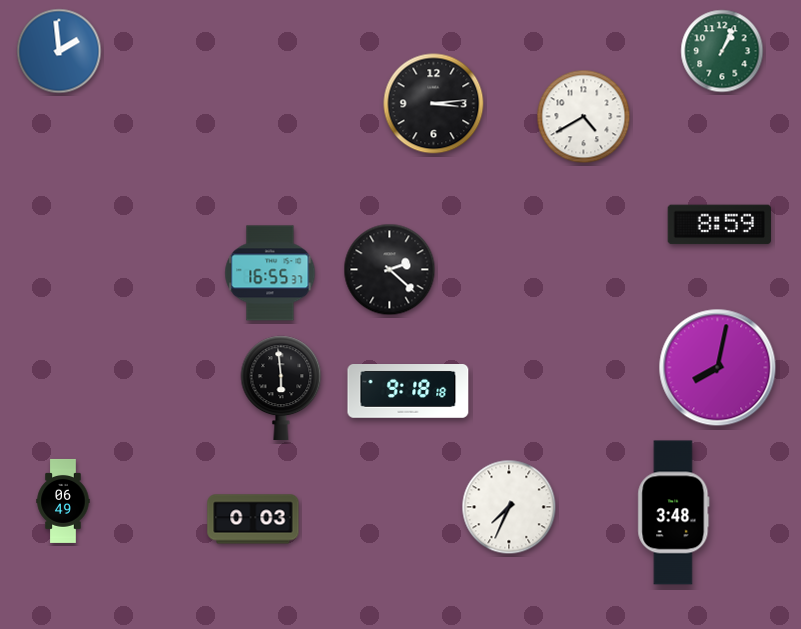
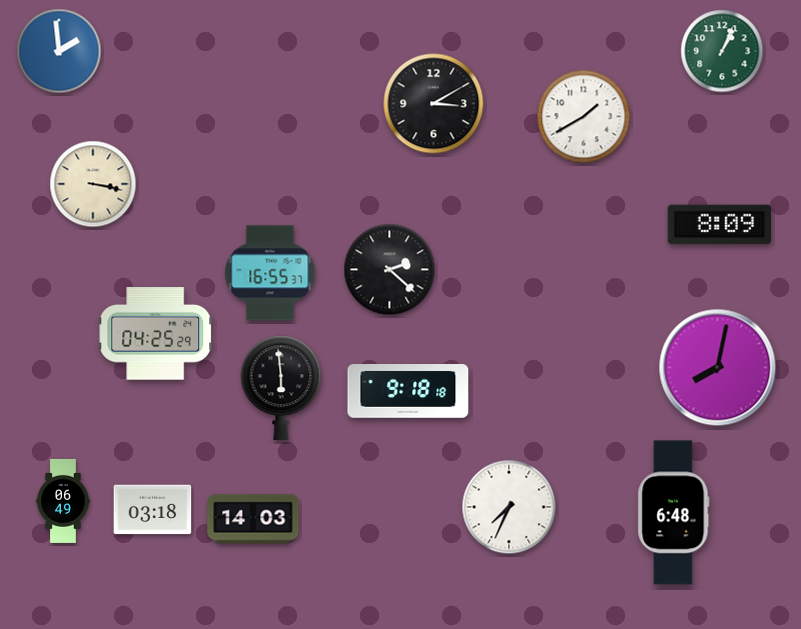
clock at (434, 104): 3:14 -> 3:10
clock at (584, 117): 4:40 -> 1:40
clock at (93, 184): none -> 3:17
clock at (719, 225): 8:59 -> 8:09
clock at (156, 334): none -> 04:25
clock at (153, 510): none -> 03:18
clock at (674, 513): 3:48 -> 6:48
clock at (253, 519): 0:03 -> 14:03
